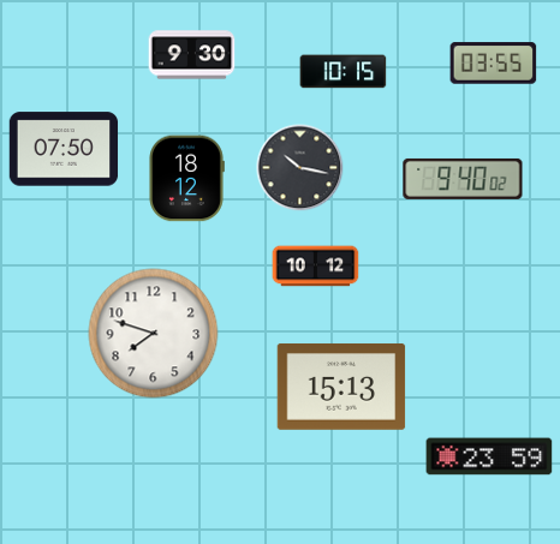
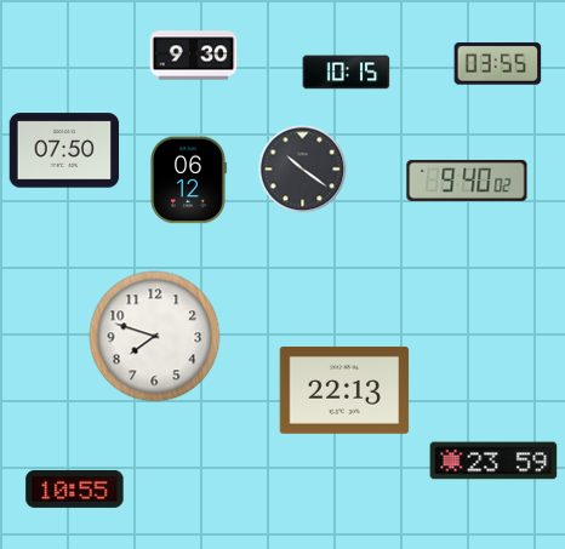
clock at (300, 168): 10:17 -> 10:21
clock at (186, 179): 18:12 -> 06:12
clock at (316, 267): 10:12 -> none
clock at (341, 387): 15:13 -> 22:13
clock at (75, 488): none -> 10:55
